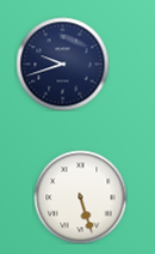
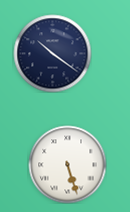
clock at (62, 63): 9:42 -> 10:21
